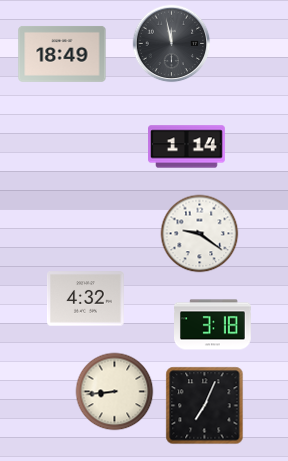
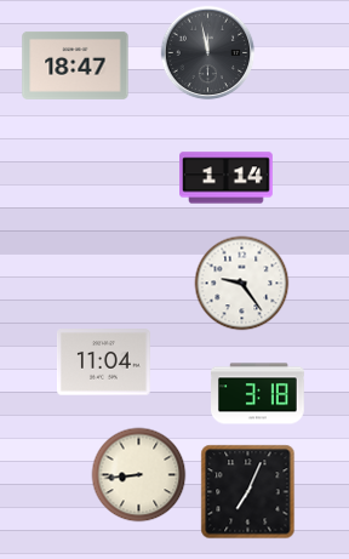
clock at (62, 54): 18:49 -> 18:47
clock at (199, 233): 9:21 -> 9:24
clock at (86, 299): 4:32 -> 11:04
